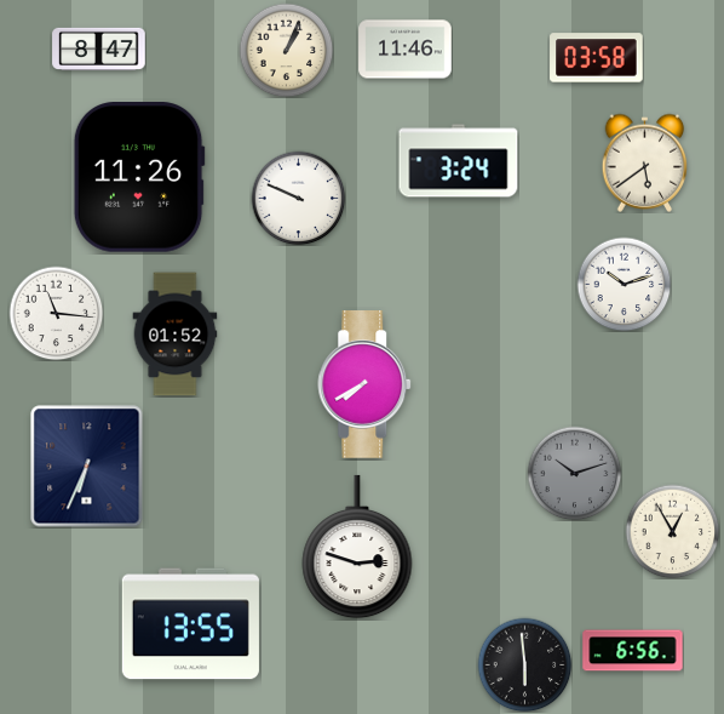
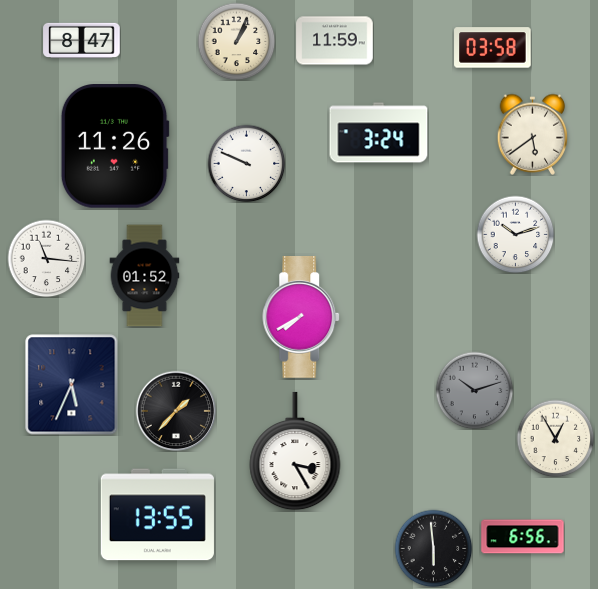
clock at (406, 50): 11:46 -> 11:59
clock at (87, 467): 6:34 -> 5:34
clock at (176, 411): none -> 1:37
clock at (357, 547): 2:48 -> 3:25
